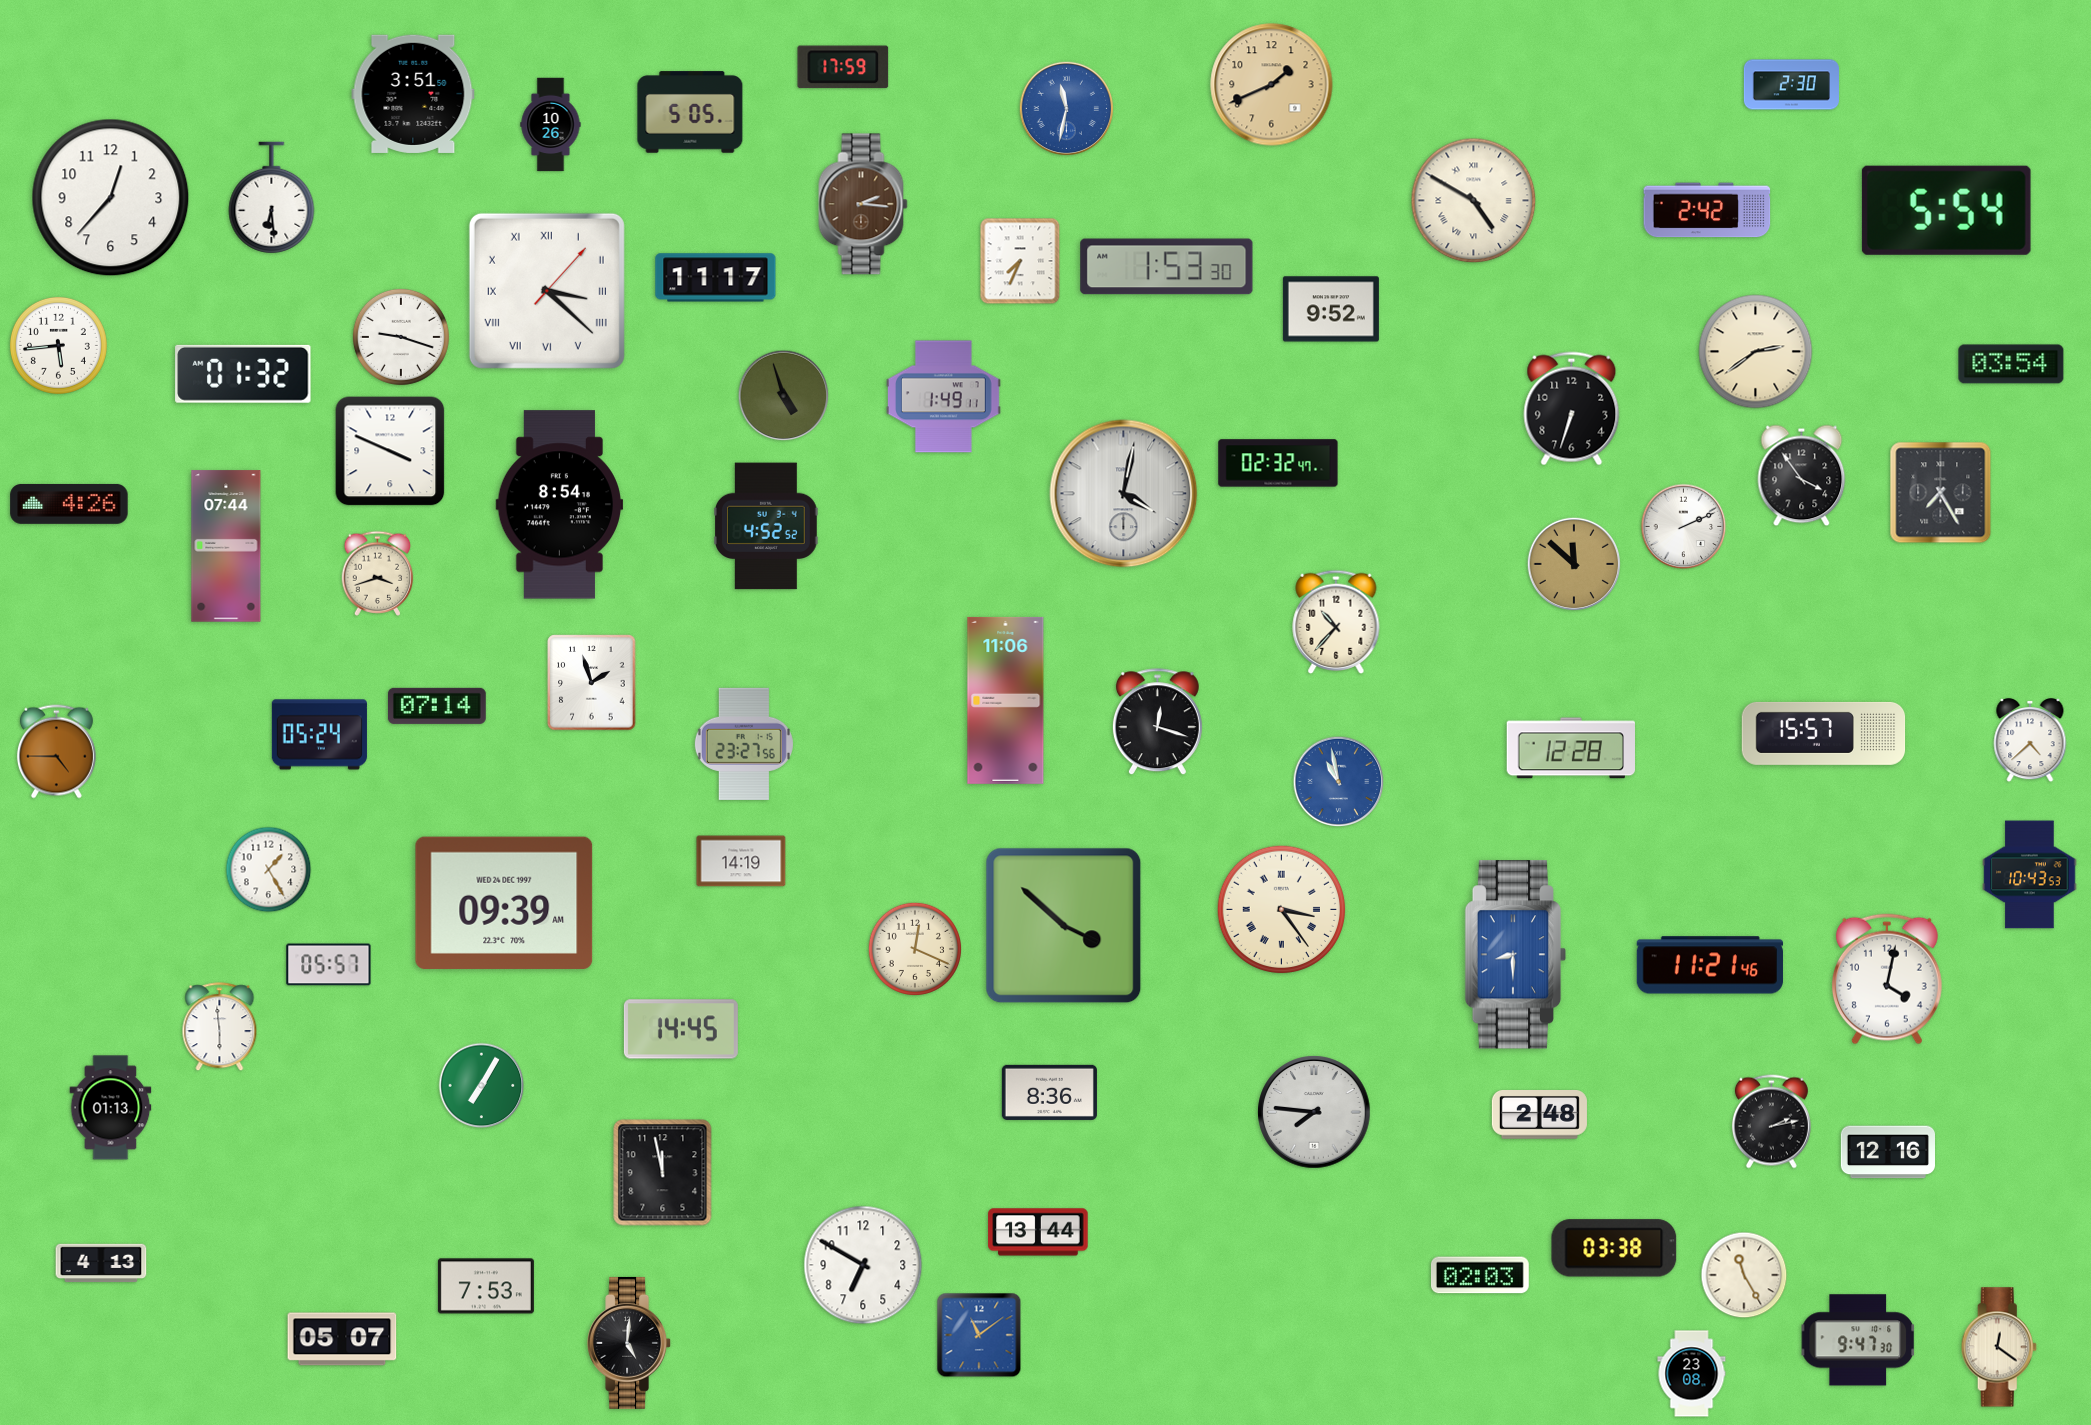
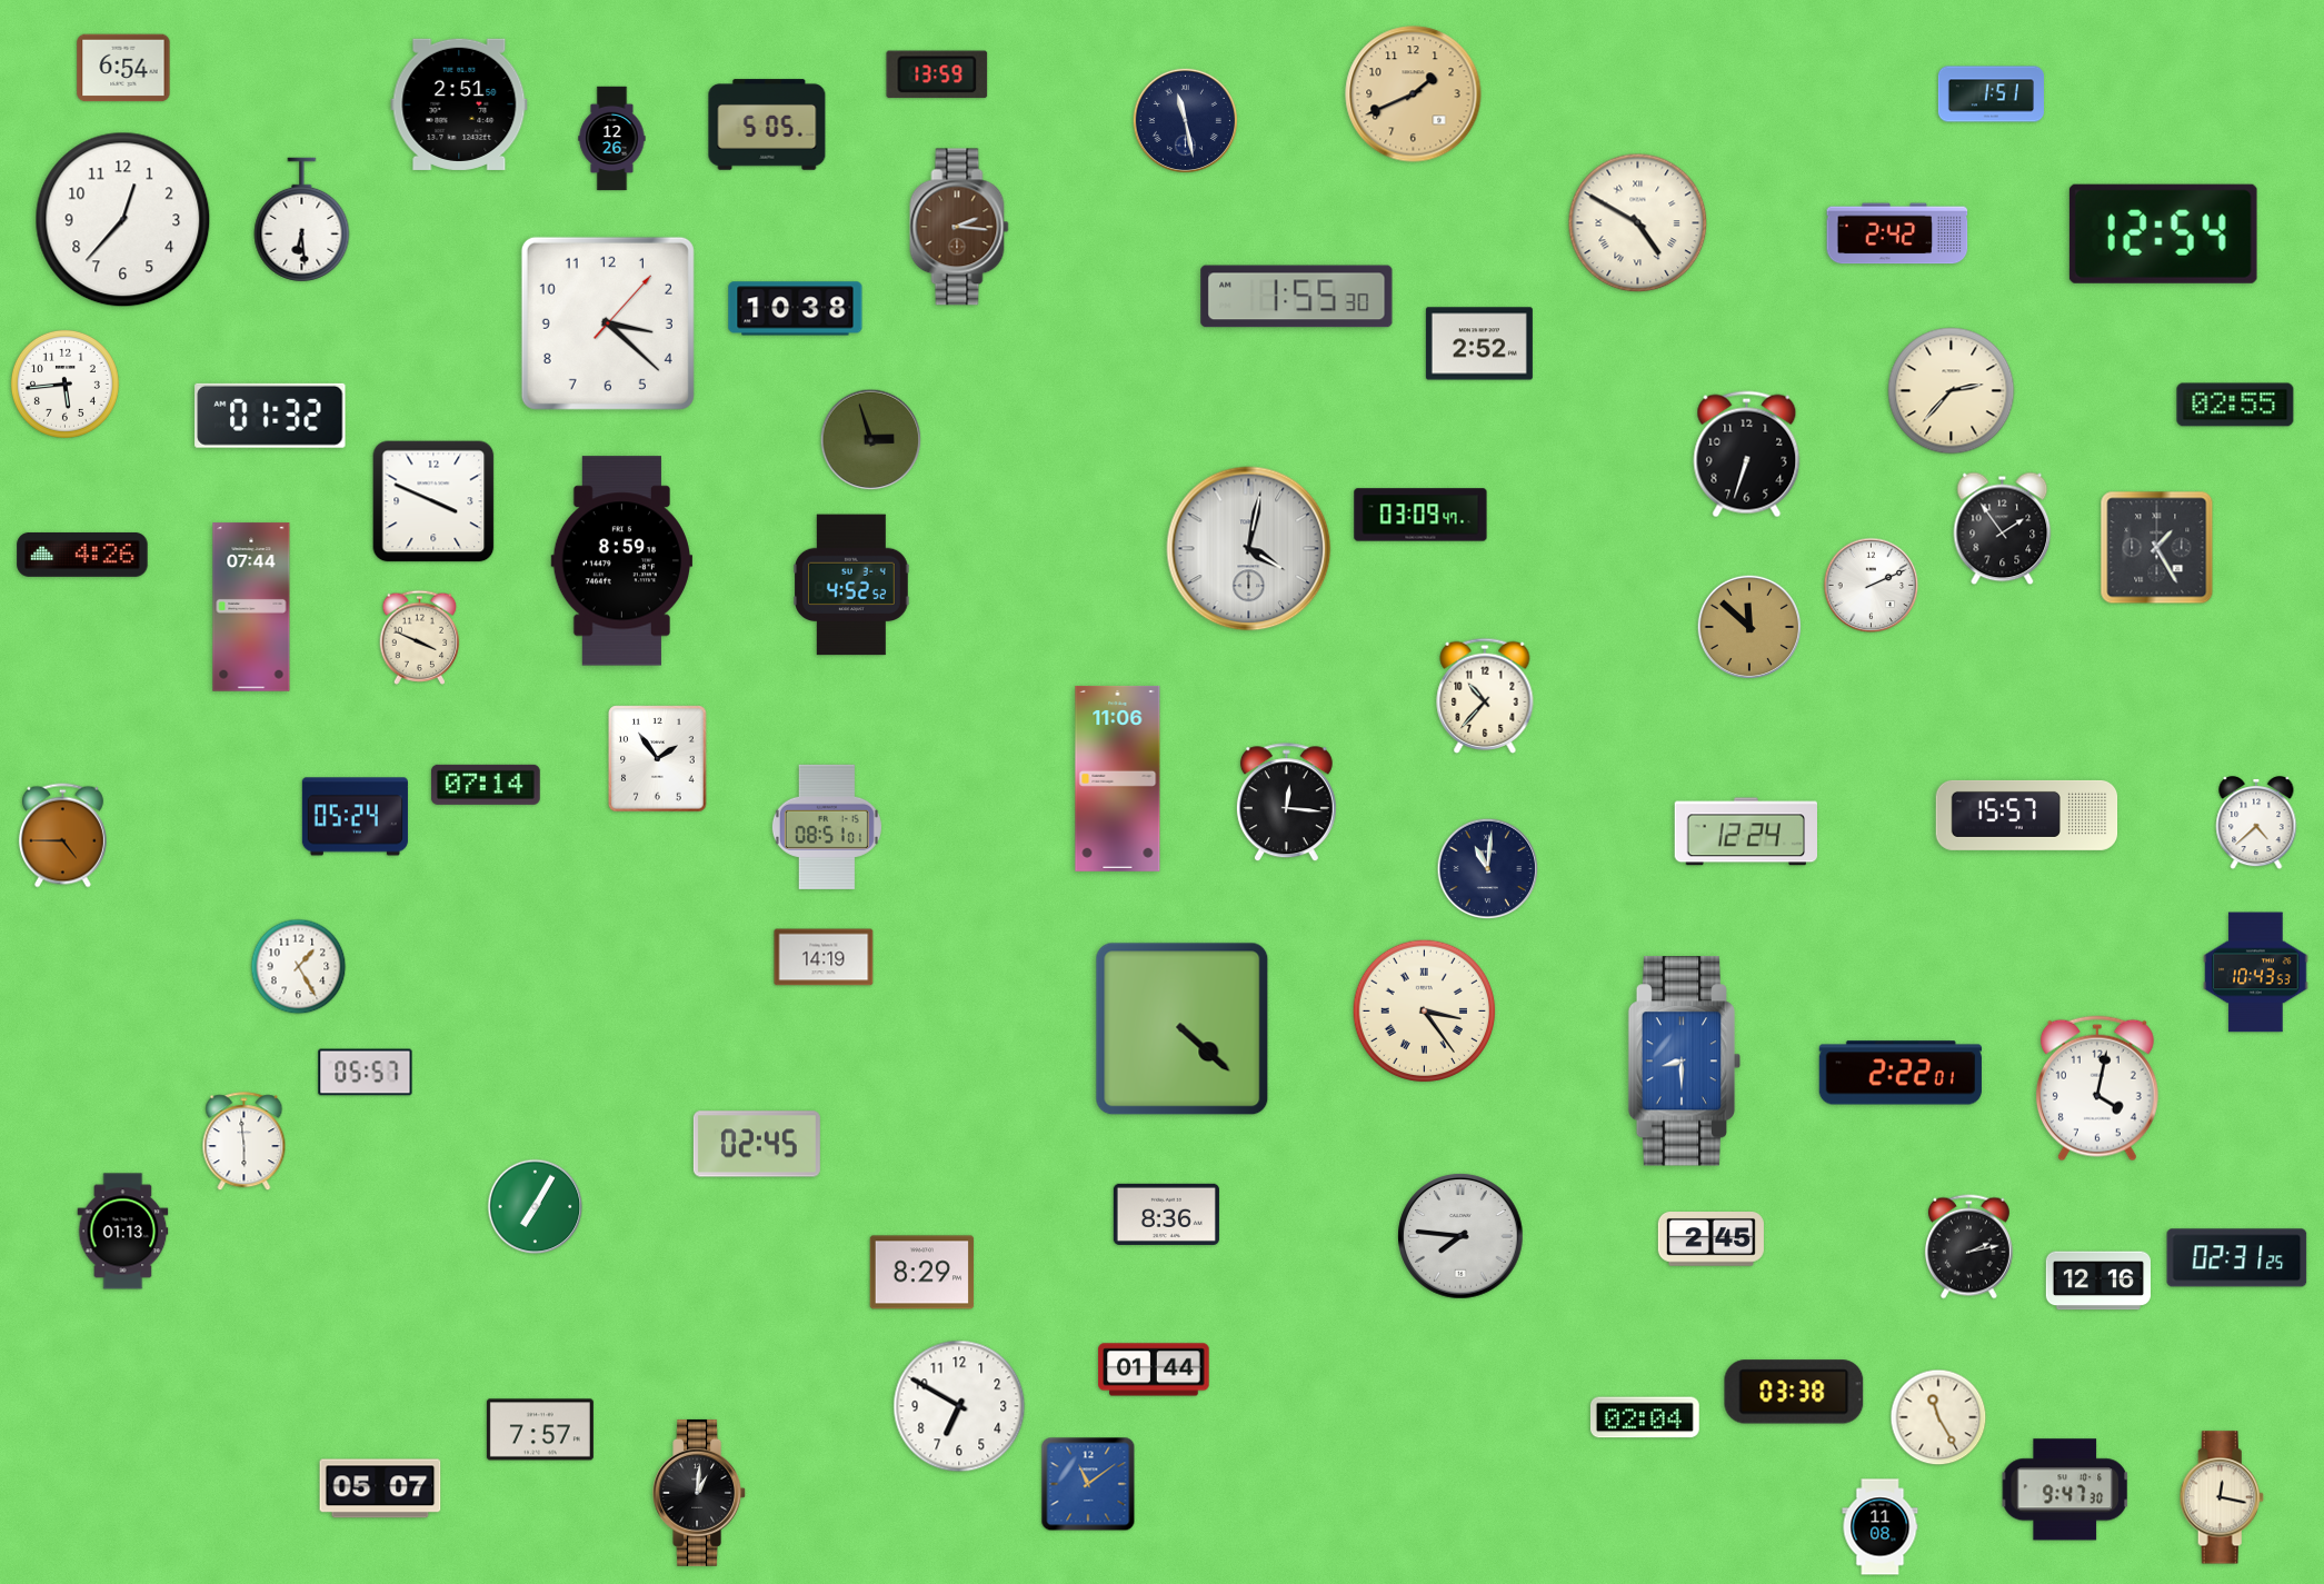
clock at (123, 68): none -> 6:54
clock at (843, 67): 17:59 -> 13:59
clock at (1791, 85): 2:30 -> 1:51
clock at (413, 94): 3:51 -> 2:51
clock at (1066, 108): 11:32 -> 11:28
clock at (1066, 108) dial: blue -> navy
clock at (551, 125): 10:26 -> 12:26
clock at (1946, 210): 5:54 -> 12:54
clock at (1020, 261): 7:34 -> none
clock at (1167, 267): 1:53 -> 1:55
clock at (716, 278): 11:17 -> 10:38
clock at (547, 291) numerals: Roman -> Arabic
clock at (1331, 309): 9:52 -> 2:52
clock at (401, 337): 9:18 -> none
clock at (1756, 352): 2:39 -> 2:37
clock at (2011, 364): 03:54 -> 02:55
clock at (784, 396): 4:57 -> 2:57
clock at (943, 397): 1:49 -> none
clock at (1278, 463): 02:32 -> 03:09
clock at (1802, 476): 3:54 -> 1:54
clock at (1941, 493): 7:25 -> 1:25
clock at (69, 504) position: (69, 504) -> (82, 555)
clock at (560, 505): 8:54 -> 8:59
clock at (378, 573): 3:42 -> 3:49
clock at (1336, 622) position: (1336, 622) -> (1485, 696)
clock at (592, 683): 1:57 -> 1:54
clock at (1157, 722): 12:18 -> 12:16
clock at (744, 744): 23:27 -> 08:51
clock at (1570, 748): 12:28 -> 12:24
clock at (1339, 782): 10:58 -> 11:01
clock at (1339, 782) dial: blue -> navy
clock at (504, 903): 09:39 -> none
clock at (1064, 926): 3:52 -> 4:22
clock at (915, 949): 12:19 -> none
clock at (1710, 965): 11:21 -> 2:22
clock at (681, 1029): 14:45 -> 02:45
clock at (1539, 1115): 2:48 -> 2:45
clock at (2237, 1258): none -> 02:31
clock at (922, 1273): none -> 8:29
clock at (663, 1173): 11:58 -> none
clock at (1038, 1232): 13:44 -> 01:44
clock at (1614, 1248) position: (1614, 1248) -> (1794, 1392)
clock at (101, 1263): 4:13 -> none
clock at (1480, 1275): 02:03 -> 02:04
clock at (486, 1286): 7:53 -> 7:57
clock at (630, 1343): 5:01 -> 1:01
clock at (1999, 1347): 12:21 -> 12:17
clock at (1692, 1374): 23:08 -> 11:08
